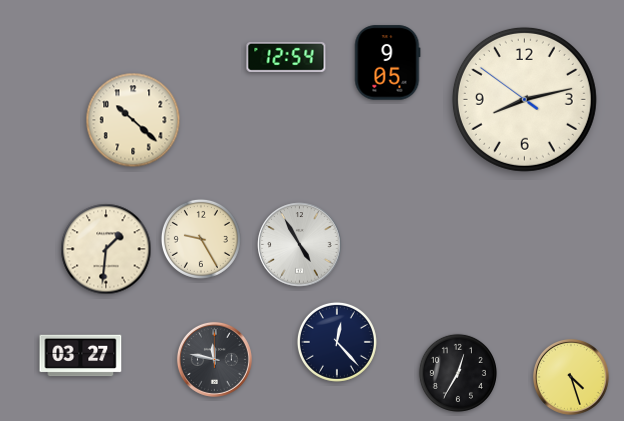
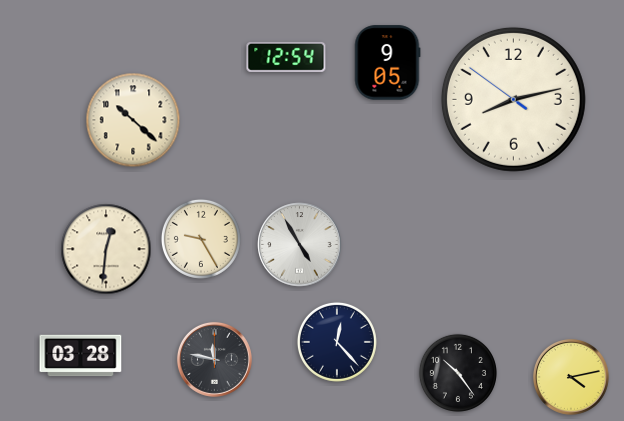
clock at (524, 99) position: (524, 99) -> (513, 99)
clock at (106, 249): 1:31 -> 12:31
clock at (81, 356): 03:27 -> 03:28
clock at (458, 373): 12:35 -> 10:24
clock at (571, 377): 4:27 -> 4:13
